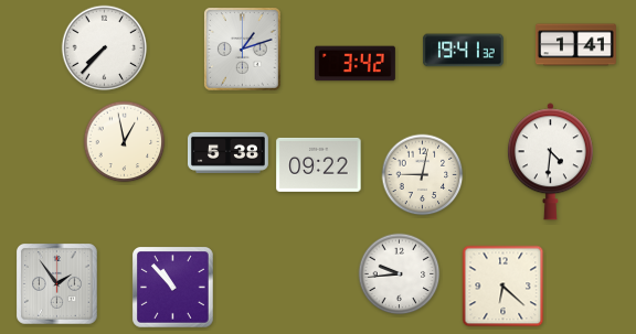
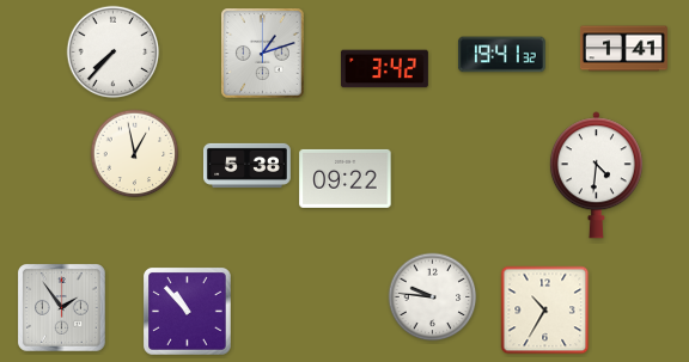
clock at (423, 175): 9:02 -> none
clock at (400, 274): 9:44 -> 9:46
clock at (504, 287): 6:22 -> 10:35
